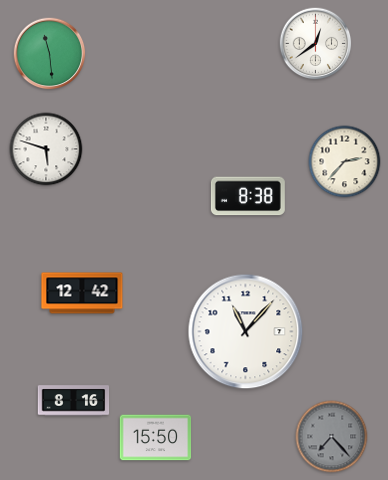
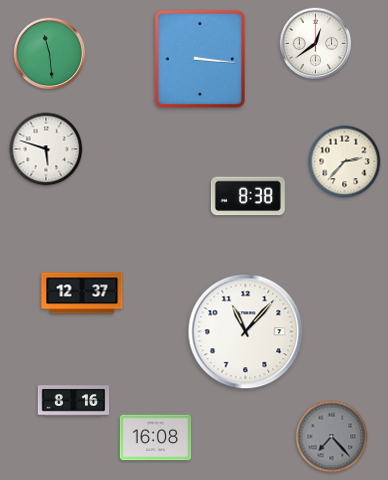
clock at (200, 59): none -> 3:16
clock at (82, 293): 12:42 -> 12:37
clock at (156, 438): 15:50 -> 16:08
